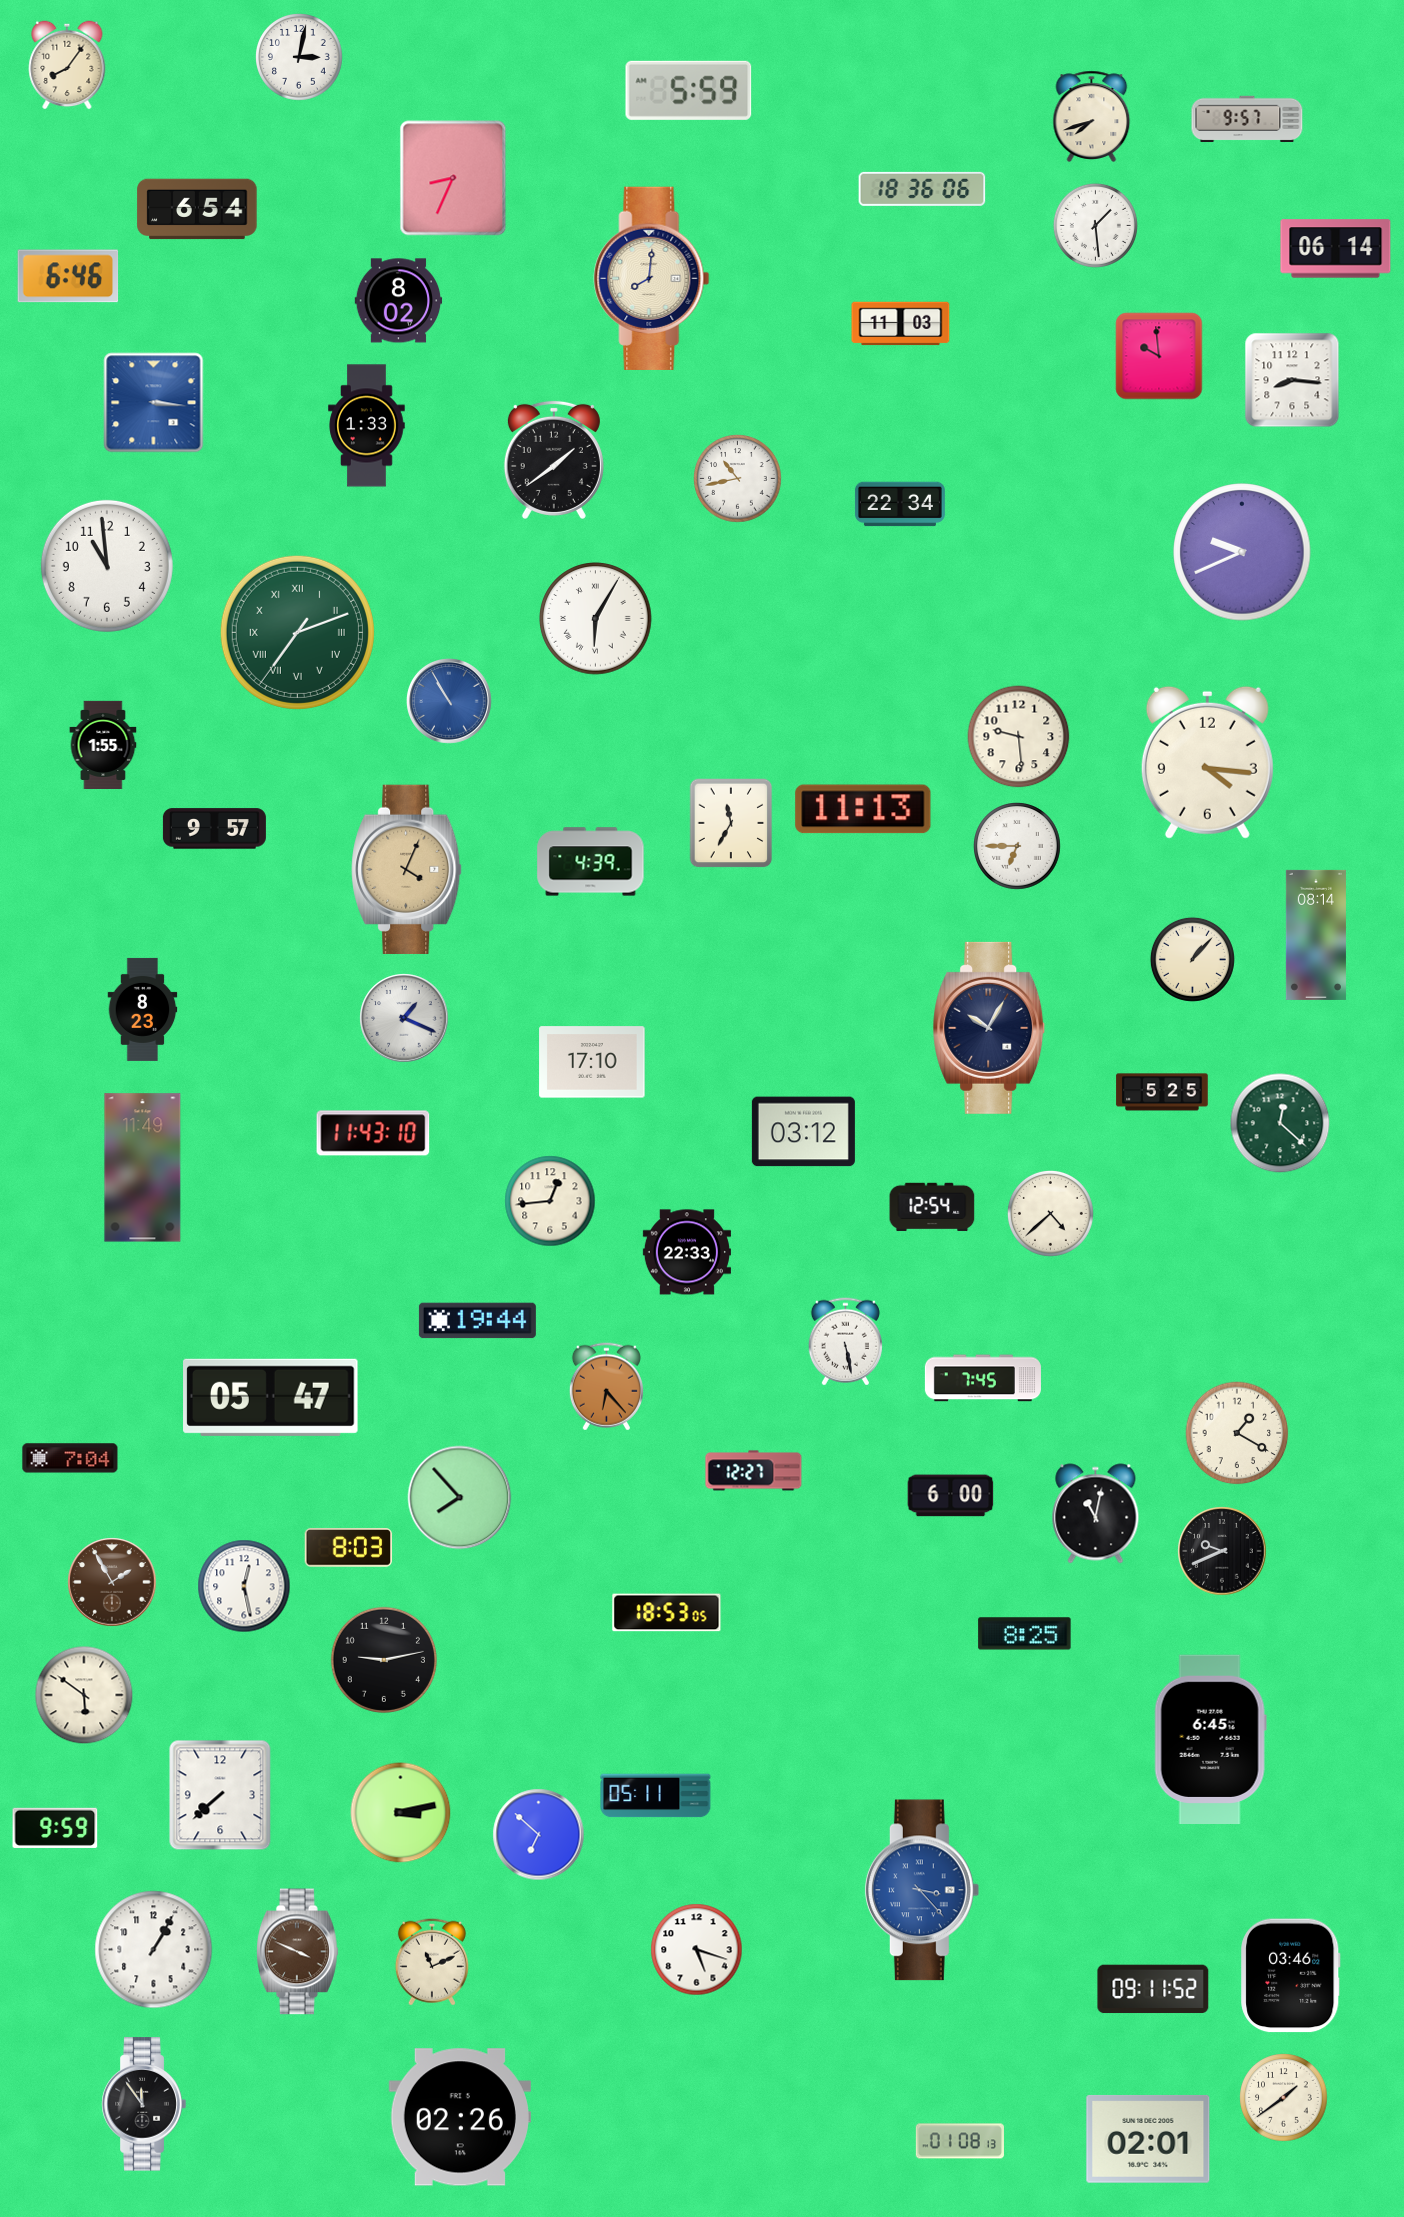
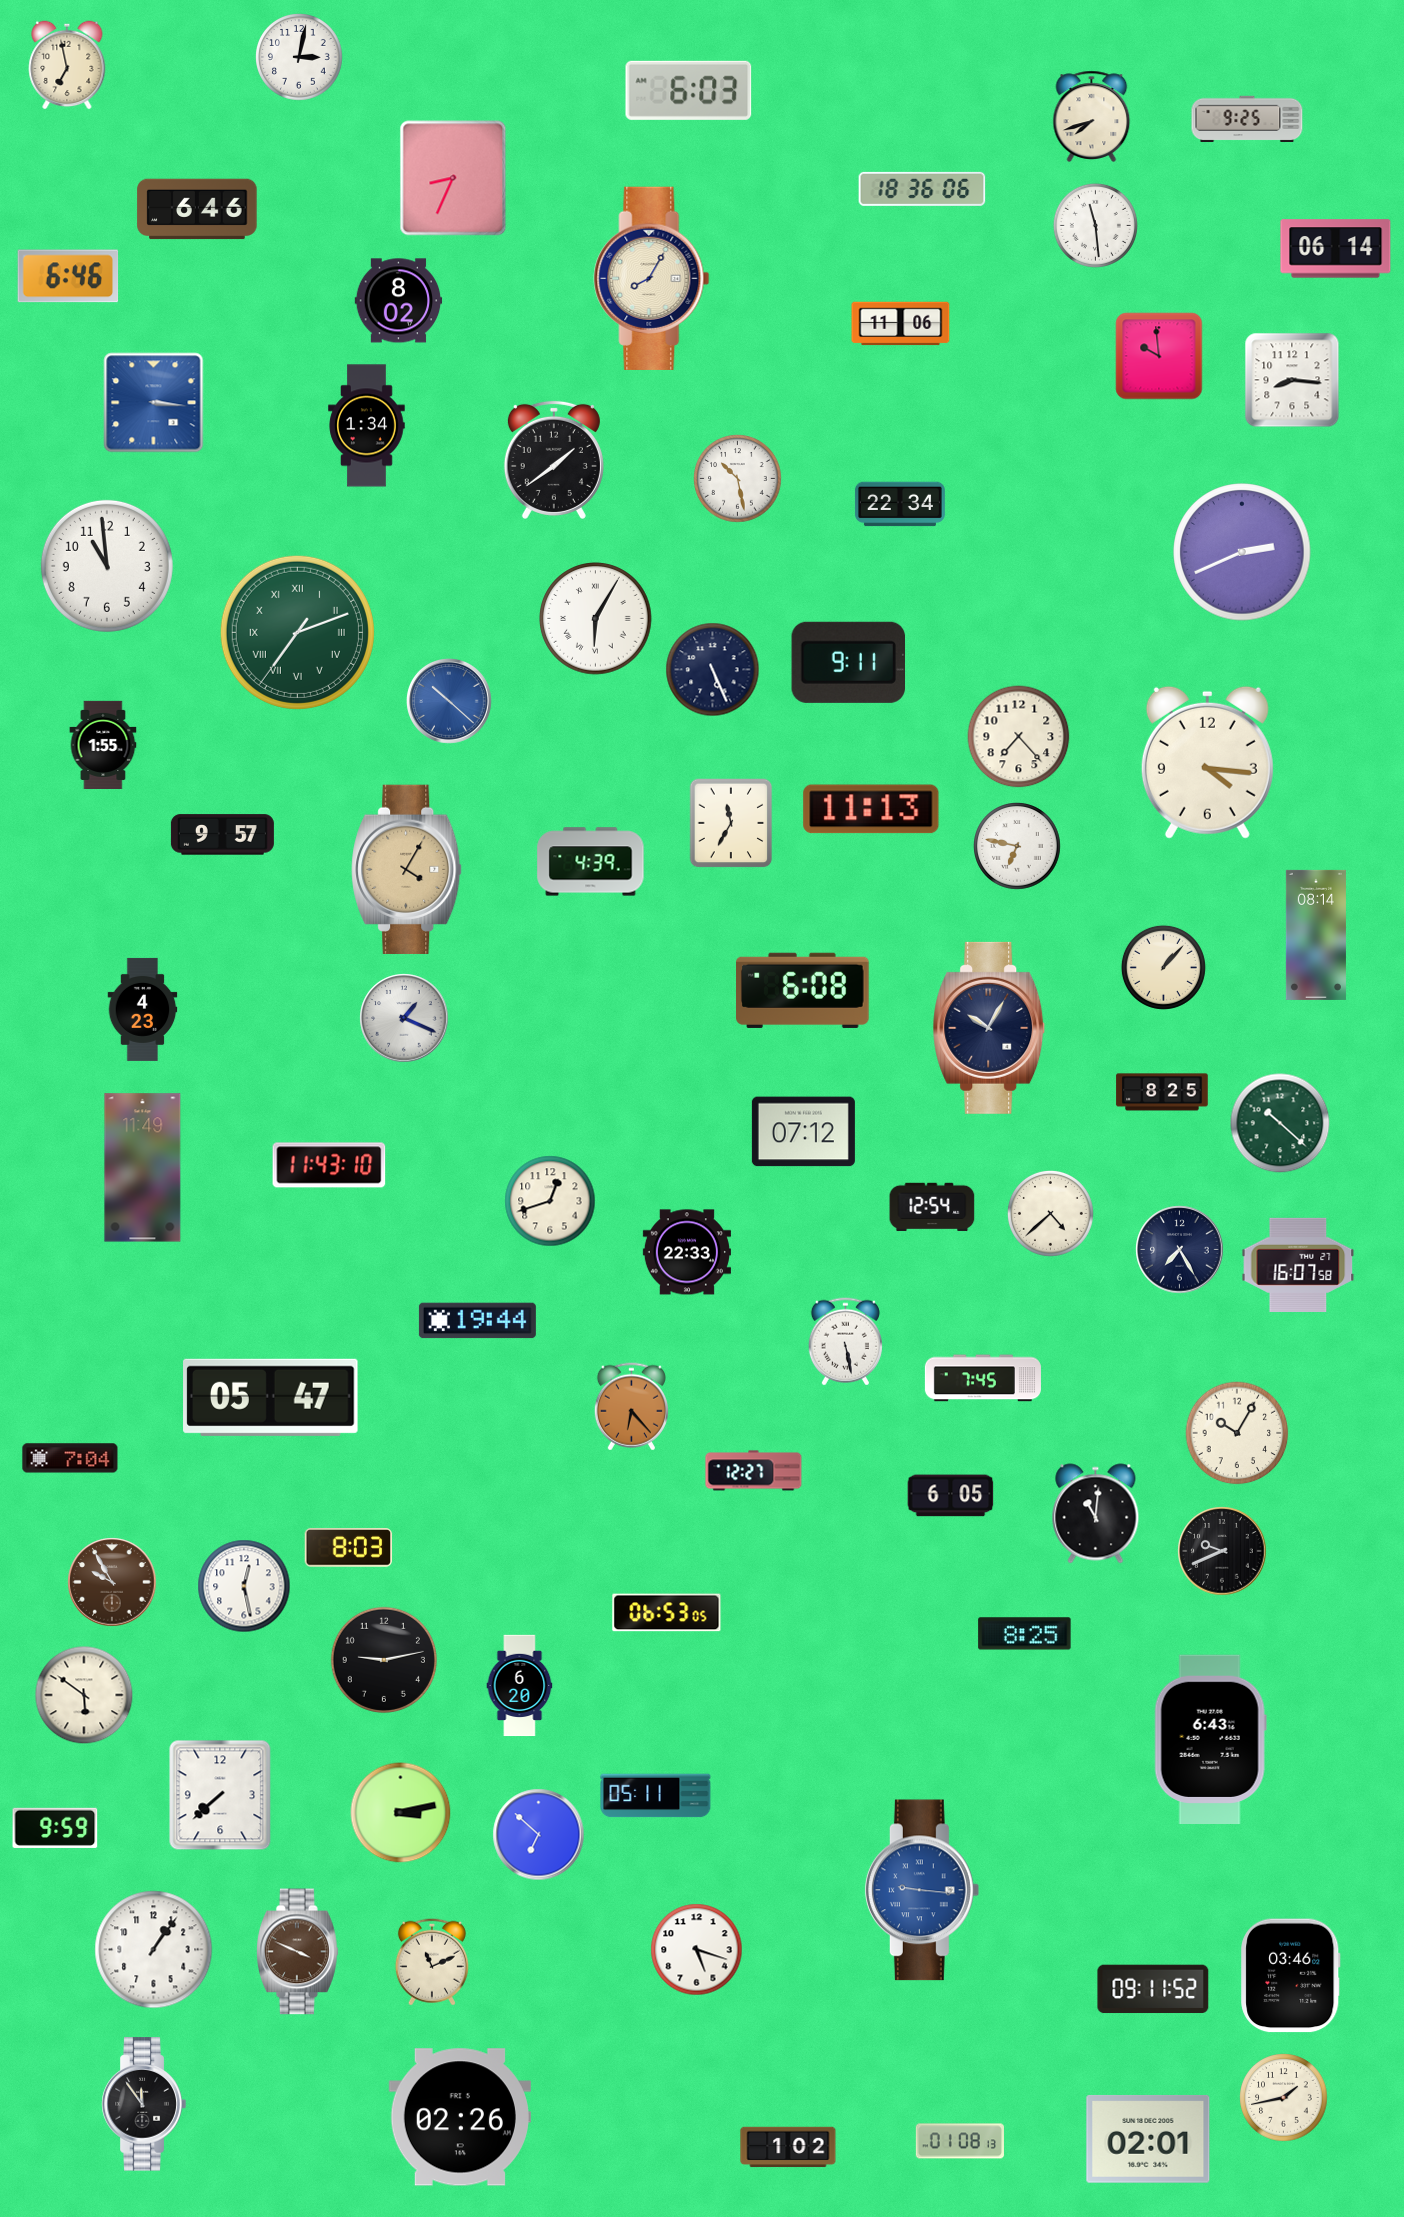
clock at (67, 65): 8:06 -> 6:58
clock at (689, 90): 5:59 -> 6:03
clock at (1247, 118): 9:57 -> 9:25
clock at (197, 209): 6:54 -> 6:46
clock at (1095, 225): 1:29 -> 11:29
clock at (652, 278): 8:01 -> 8:05
clock at (901, 324): 11:03 -> 11:06
clock at (367, 426): 1:33 -> 1:34
clock at (738, 479): 10:43 -> 10:28
clock at (1242, 552): 9:41 -> 2:41
clock at (848, 662): none -> 9:11
clock at (713, 670): none -> 5:26
clock at (450, 702): 10:55 -> 10:22
clock at (1019, 737): 9:29 -> 7:23
clock at (863, 809) position: (863, 809) -> (871, 809)
clock at (214, 829) position: (214, 829) -> (222, 835)
clock at (1017, 846): 6:45 -> 6:47
clock at (407, 869): 4:04 -> 4:05
clock at (1192, 959) position: (1192, 959) -> (1163, 967)
clock at (803, 990): none -> 6:08
clock at (143, 1009): 8:23 -> 4:23
clock at (592, 1062): 17:10 -> none
clock at (1162, 1092): 5:25 -> 8:25
clock at (1280, 1123): 12:22 -> 10:22
clock at (803, 1132): 03:12 -> 07:12
clock at (373, 1133) position: (373, 1133) -> (329, 1165)
clock at (550, 1201): 12:44 -> 12:42
clock at (1180, 1250): none -> 7:25
clock at (1298, 1265): none -> 16:07
clock at (606, 1387) position: (606, 1387) -> (631, 1407)
clock at (1237, 1433): 1:20 -> 10:05
clock at (951, 1496): 6:00 -> 6:05
clock at (460, 1498): 7:53 -> none
clock at (1096, 1514): 11:02 -> 11:01
clock at (112, 1582): 1:55 -> 9:55
clock at (667, 1613): 18:53 -> 06:53
clock at (520, 1686): none -> 6:20
clock at (1210, 1739): 6:45 -> 6:43
clock at (922, 1890): 3:23 -> 9:16
clock at (154, 1950): 1:05 -> 1:06
clock at (1284, 2098): 1:39 -> 1:43
clock at (788, 2147): none -> 1:02
